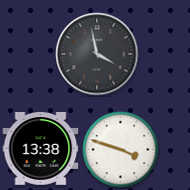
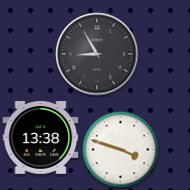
clock at (97, 54): 3:58 -> 8:55
clock at (41, 149) position: (41, 149) -> (41, 138)
